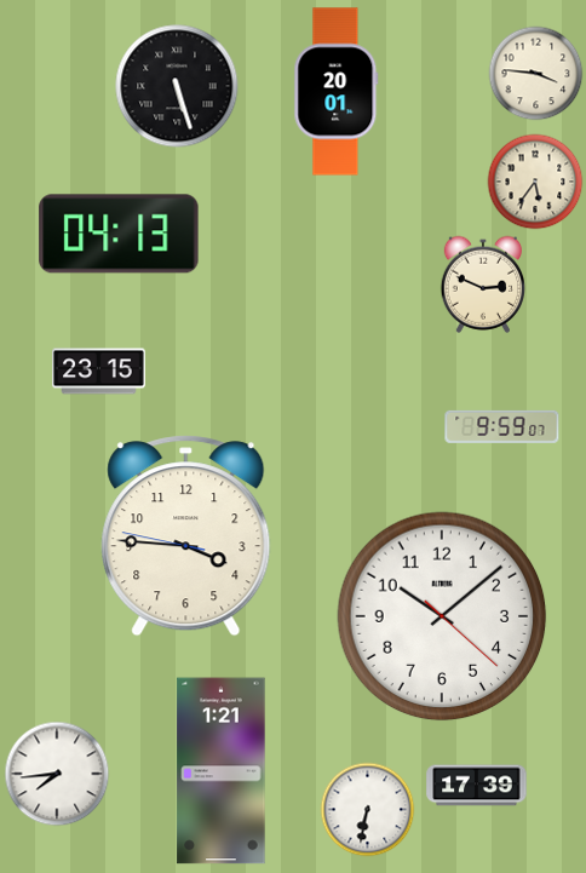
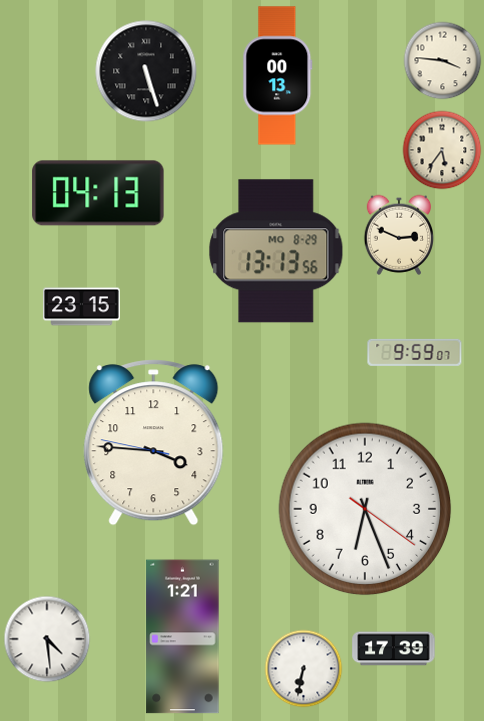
clock at (337, 92): 20:01 -> 00:13
clock at (276, 251): none -> 13:13
clock at (442, 616): 10:08 -> 6:26
clock at (57, 774): 7:44 -> 4:29
